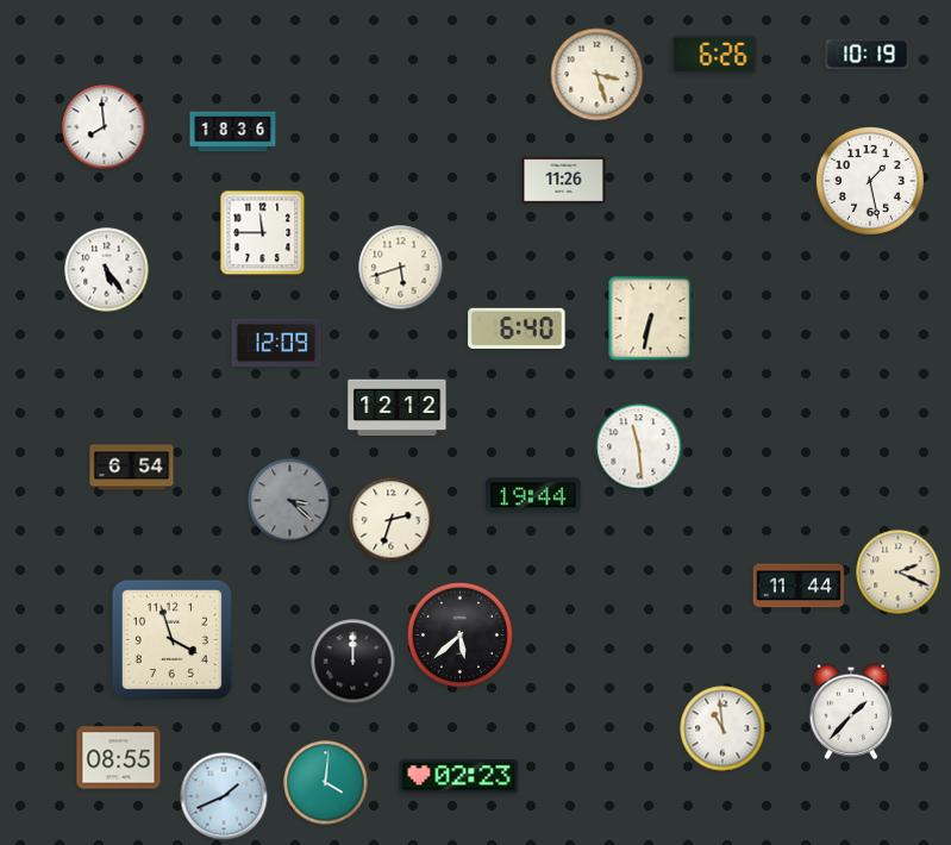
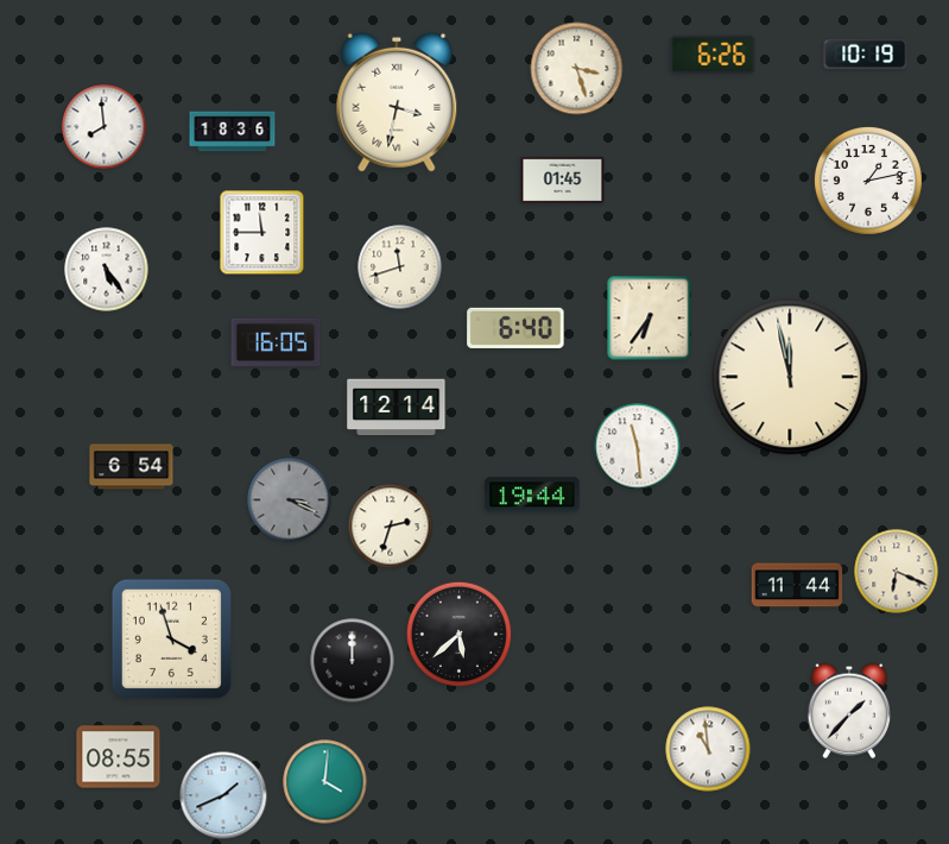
clock at (597, 75) position: (597, 75) -> (577, 69)
clock at (397, 102): none -> 3:32
clock at (564, 180): 11:26 -> 01:45
clock at (870, 181): 1:28 -> 1:13
clock at (401, 268): 5:42 -> 11:42
clock at (651, 319): 6:32 -> 6:36
clock at (276, 343): 12:09 -> 16:05
clock at (790, 377): none -> 11:58
clock at (398, 408): 12:12 -> 12:14
clock at (290, 501): 3:22 -> 3:19
clock at (392, 520) position: (392, 520) -> (391, 527)
clock at (899, 572): 2:19 -> 6:19
clock at (722, 728) position: (722, 728) -> (708, 749)
clock at (459, 777): 02:23 -> none
